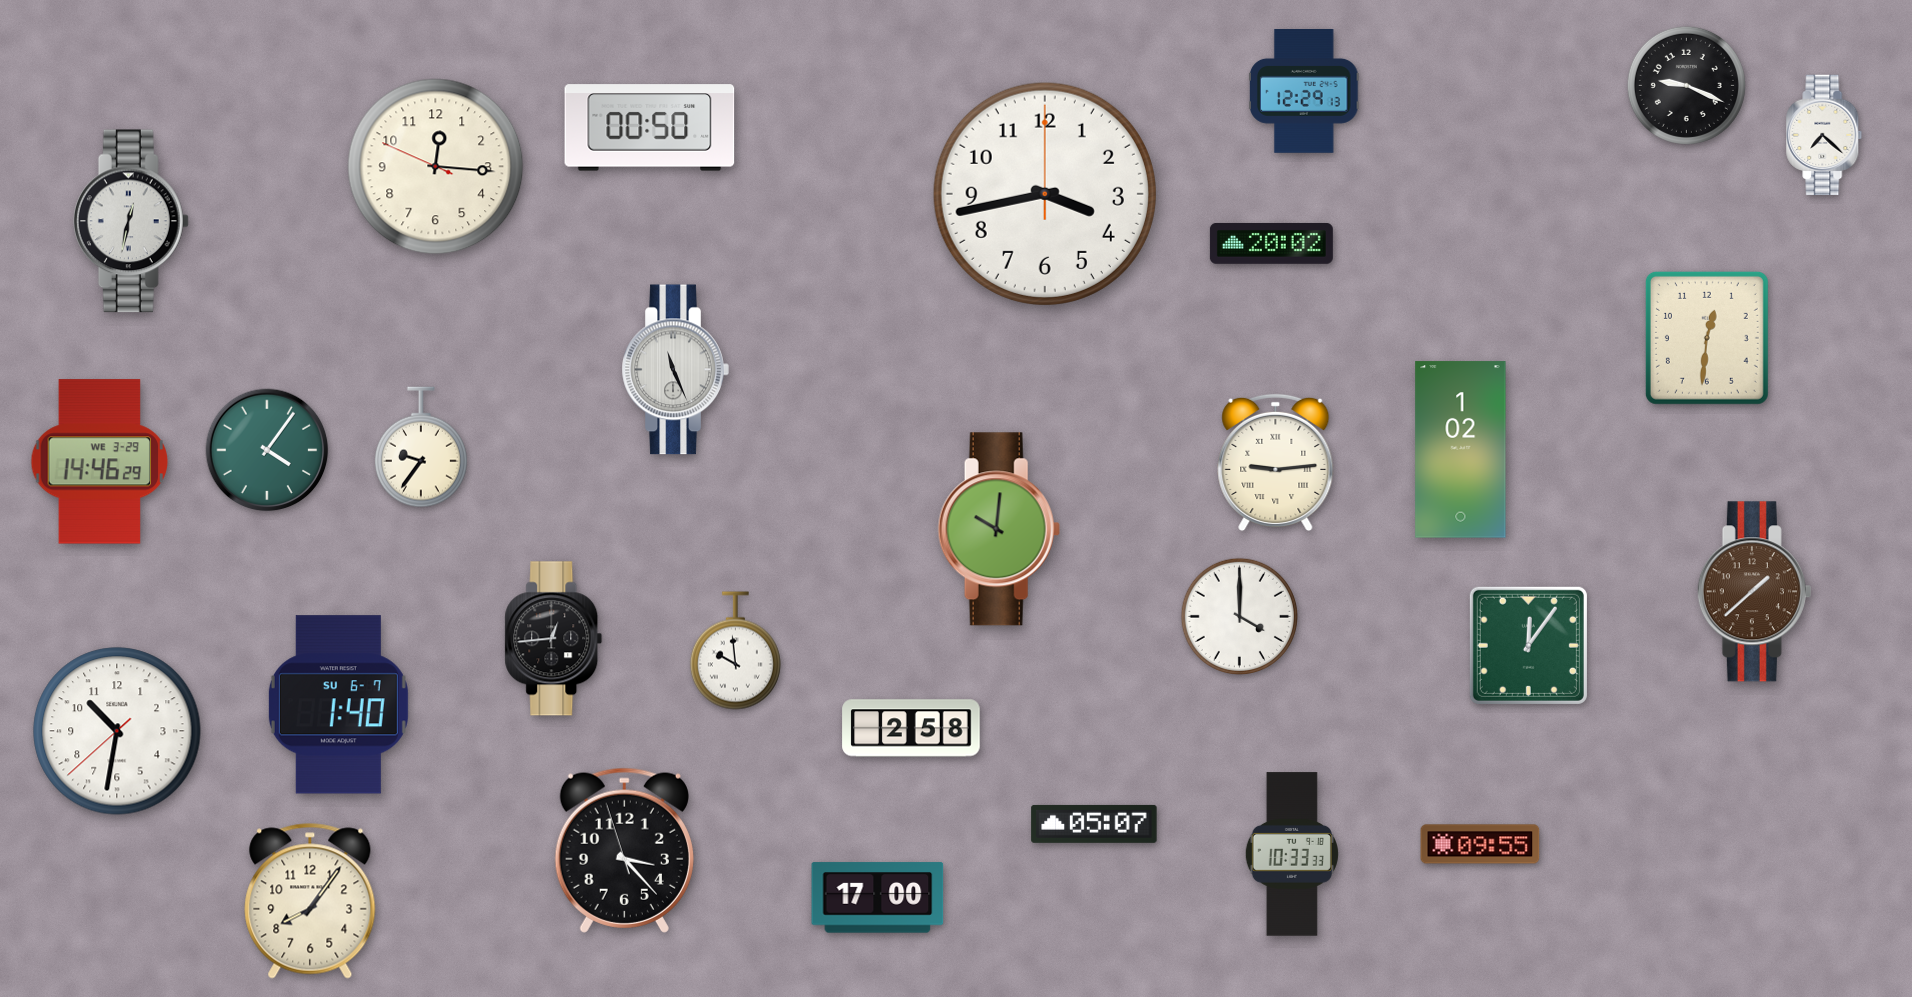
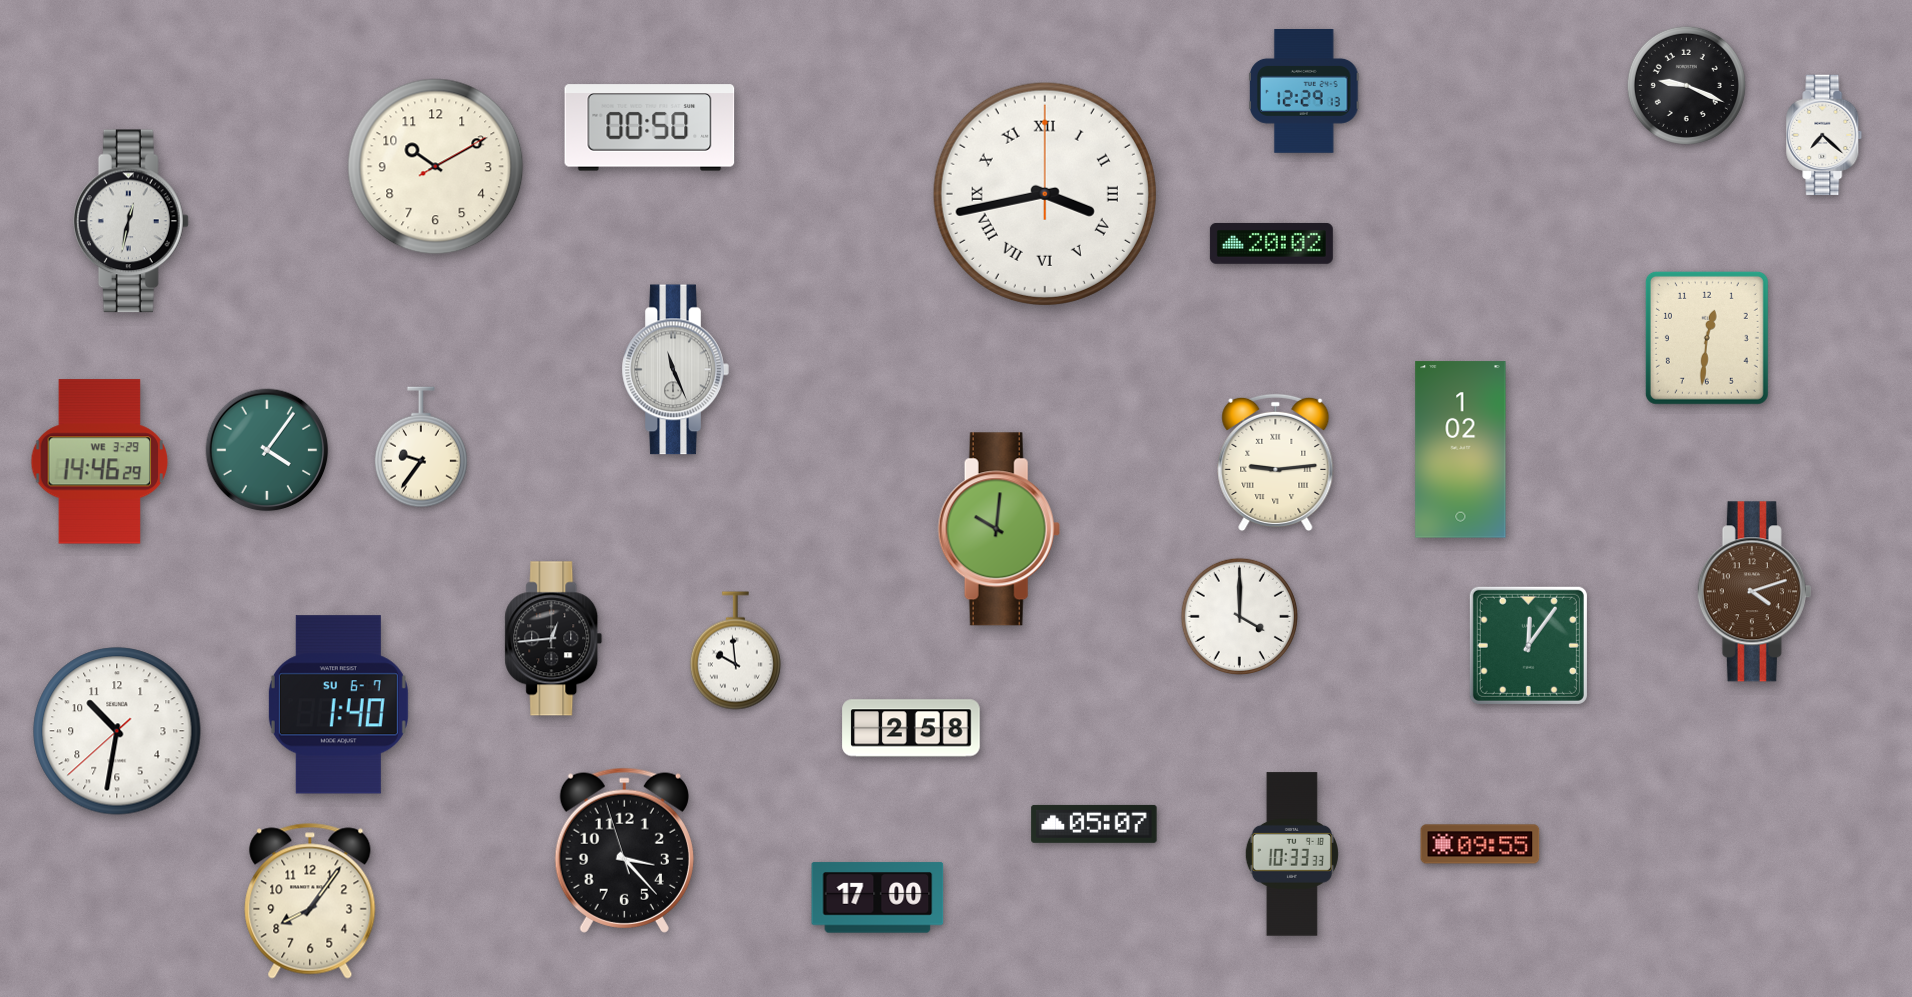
clock at (436, 167): 12:15 -> 10:10
clock at (1045, 194) numerals: Arabic -> Roman
clock at (1754, 592): 1:38 -> 4:12
